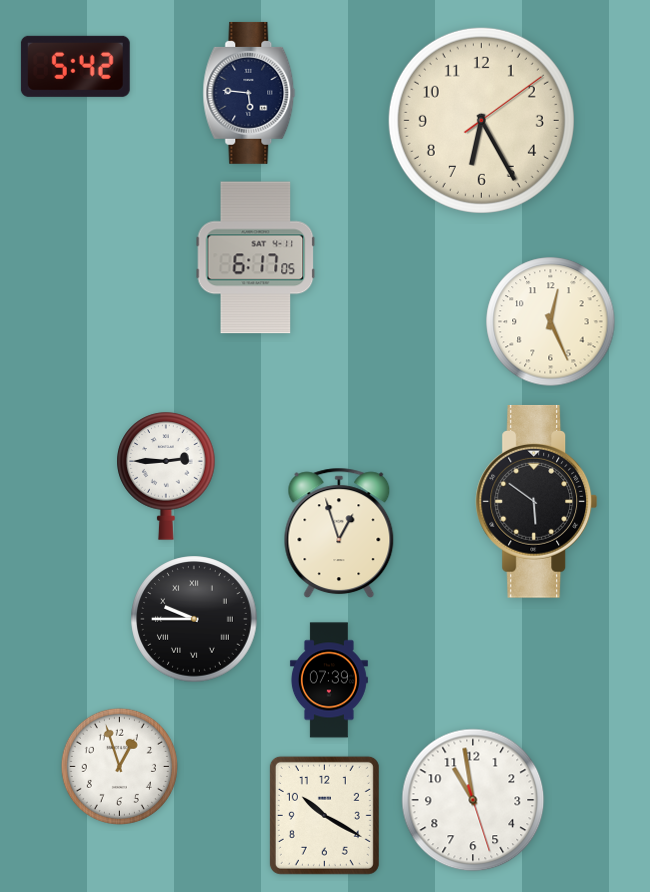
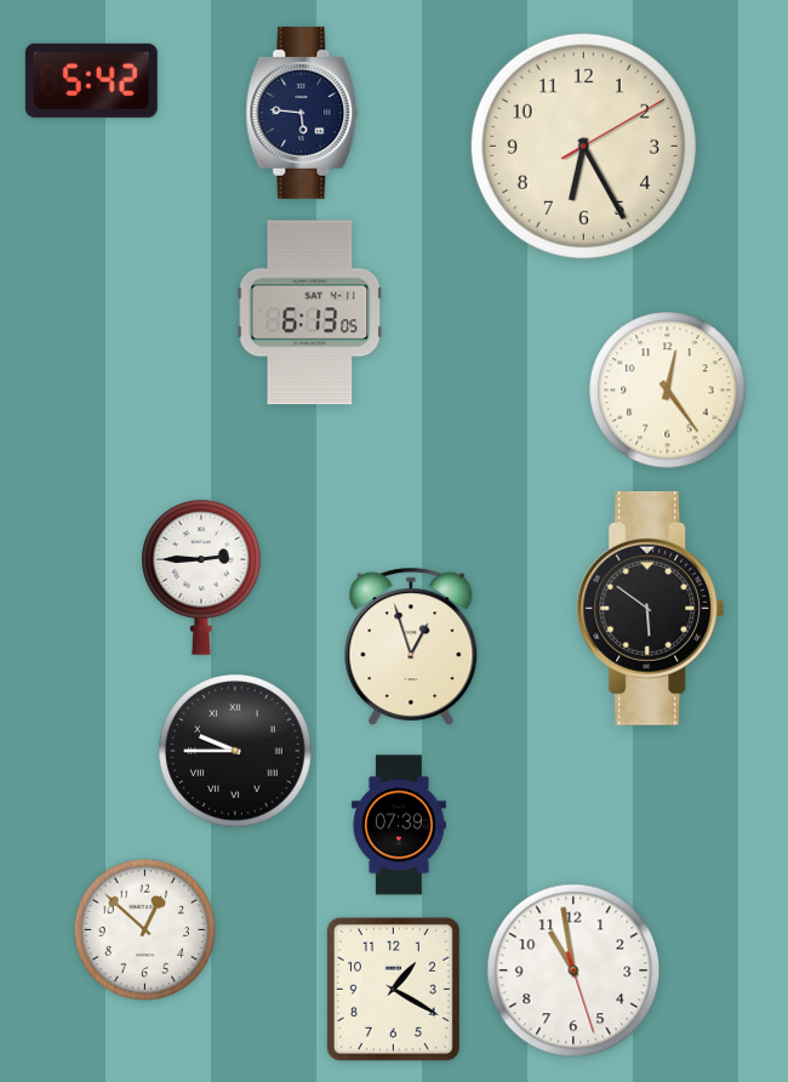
clock at (481, 120): 6:25:09 -> 6:25:10
clock at (256, 258): 6:17 -> 6:13
clock at (551, 322): 12:26 -> 12:24
clock at (119, 766): 12:57 -> 12:52
clock at (324, 815): 10:20 -> 1:20
